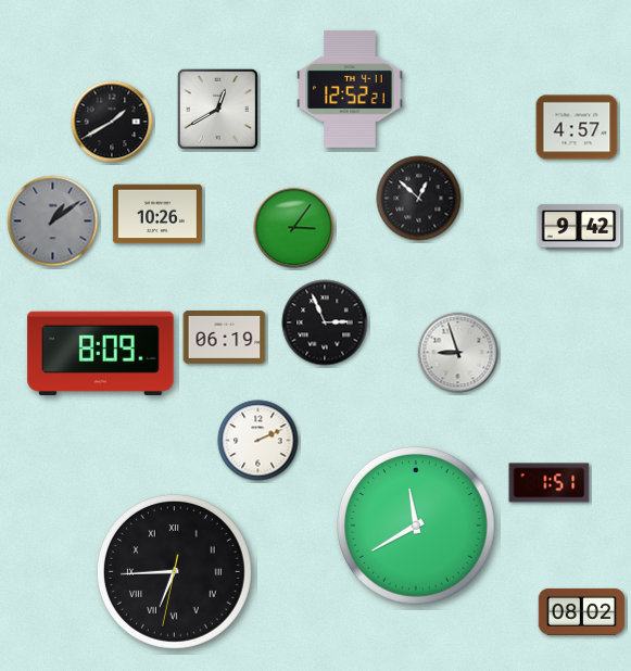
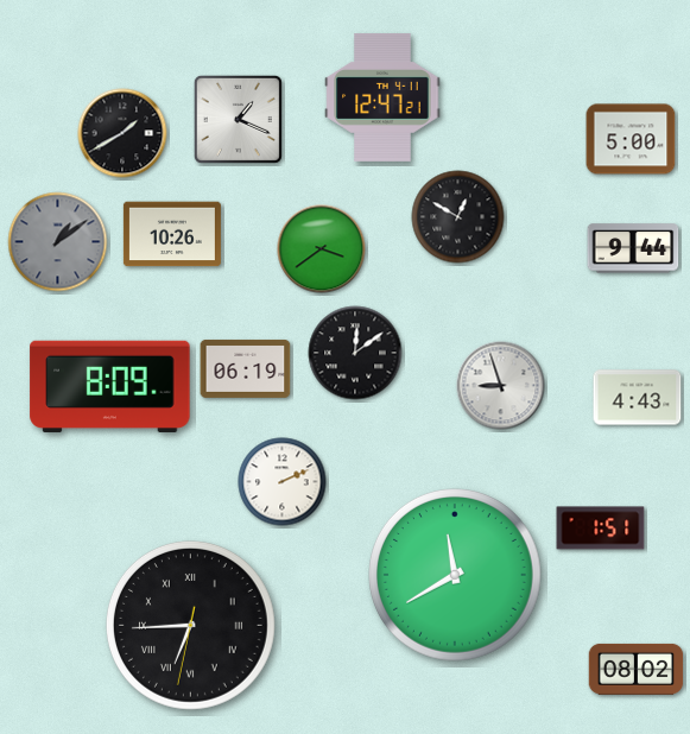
clock at (350, 90): 12:52 -> 12:47
clock at (217, 109): 12:40 -> 1:19
clock at (577, 127): 4:57 -> 5:00
clock at (419, 199): 12:52 -> 12:50
clock at (579, 227): 9:42 -> 9:44
clock at (294, 228): 3:06 -> 3:39
clock at (325, 322): 2:56 -> 12:09
clock at (638, 398): none -> 4:43
